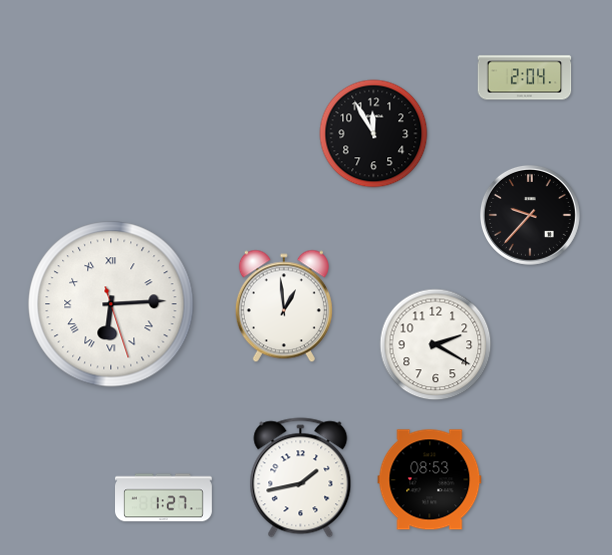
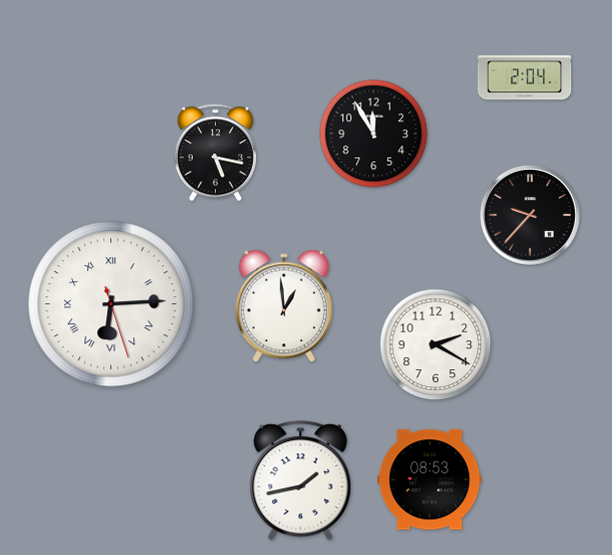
clock at (215, 153): none -> 5:17
clock at (301, 478) position: (301, 478) -> (301, 481)
clock at (164, 498): 1:27 -> none
